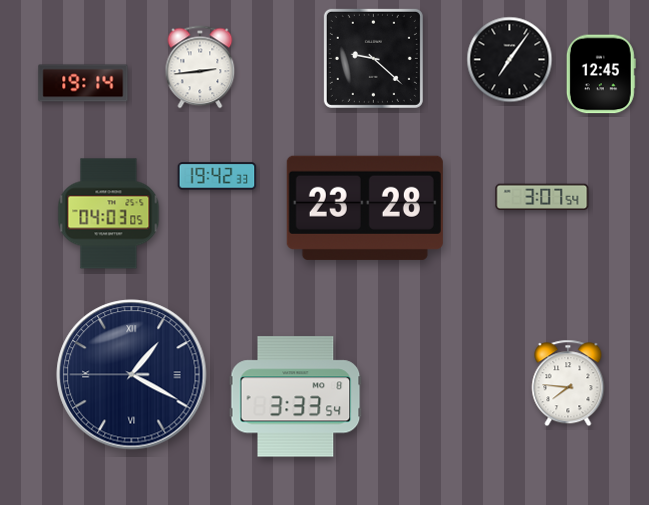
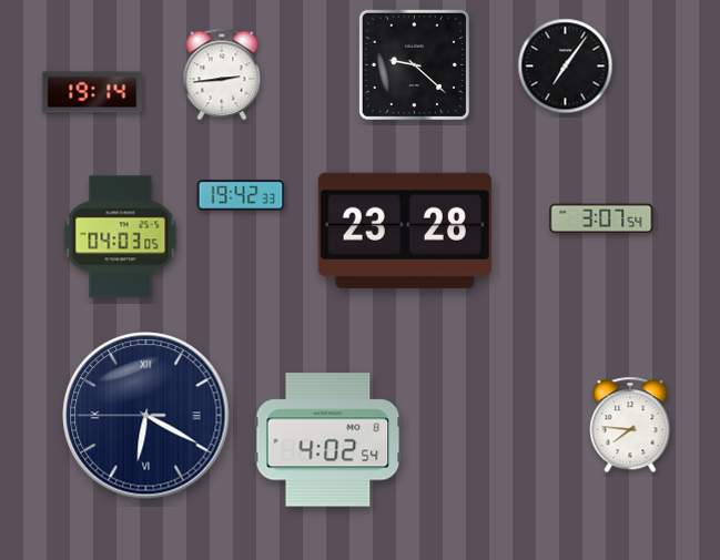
clock at (601, 74): 12:45 -> none
clock at (132, 375): 1:19 -> 6:19
clock at (296, 397): 3:33 -> 4:02
